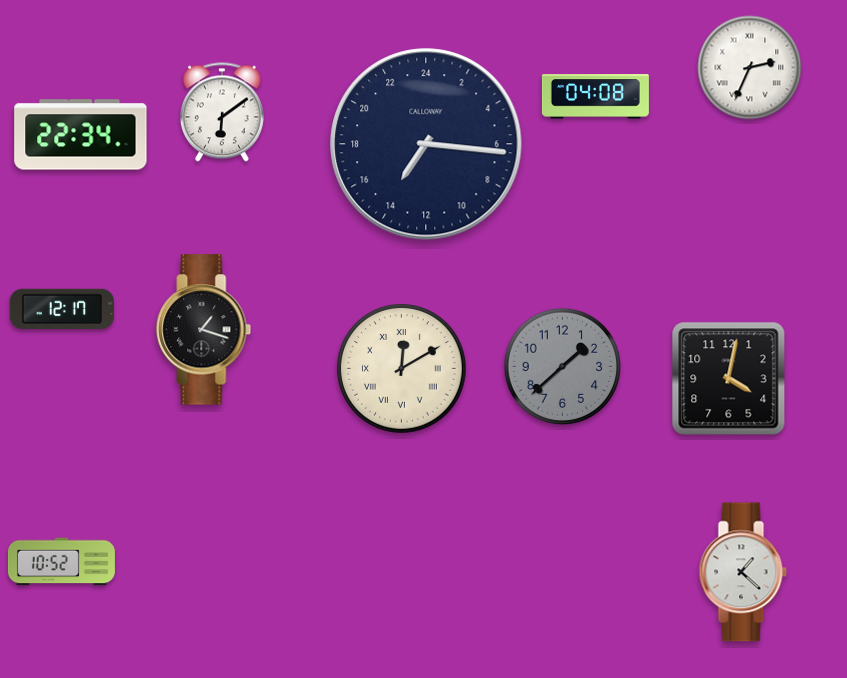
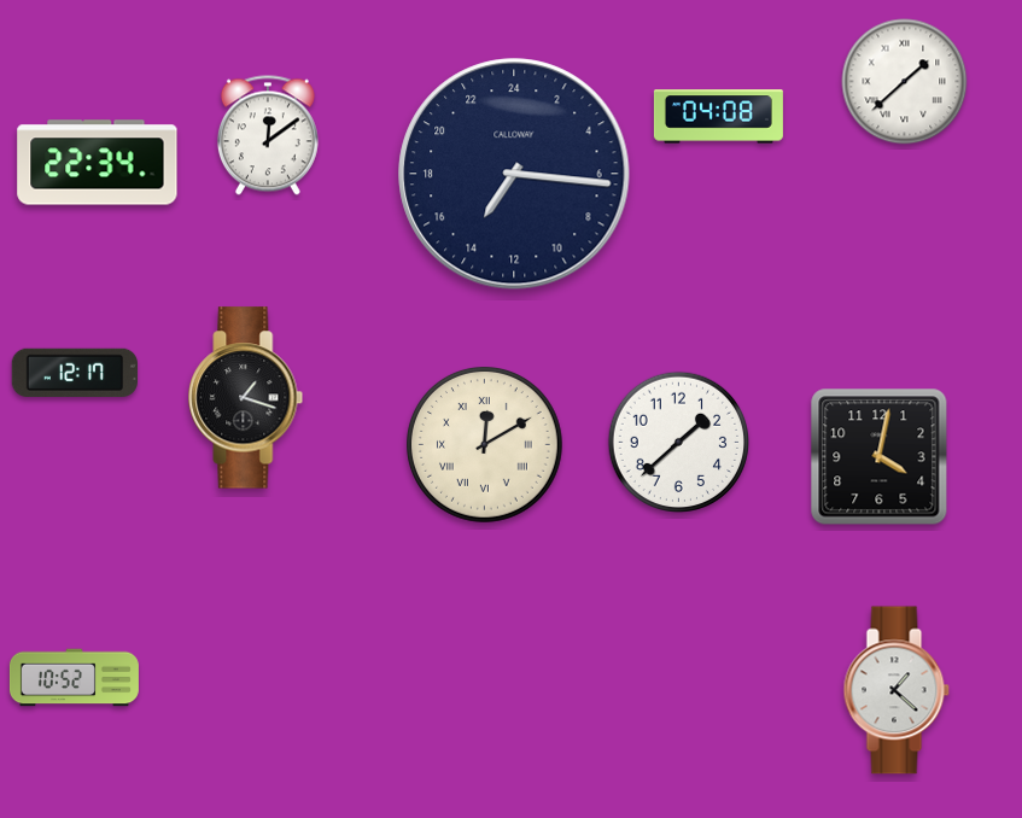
clock at (750, 68): 2:34 -> 1:38
clock at (222, 112): 6:09 -> 12:09
clock at (562, 366) dial: grey -> white
